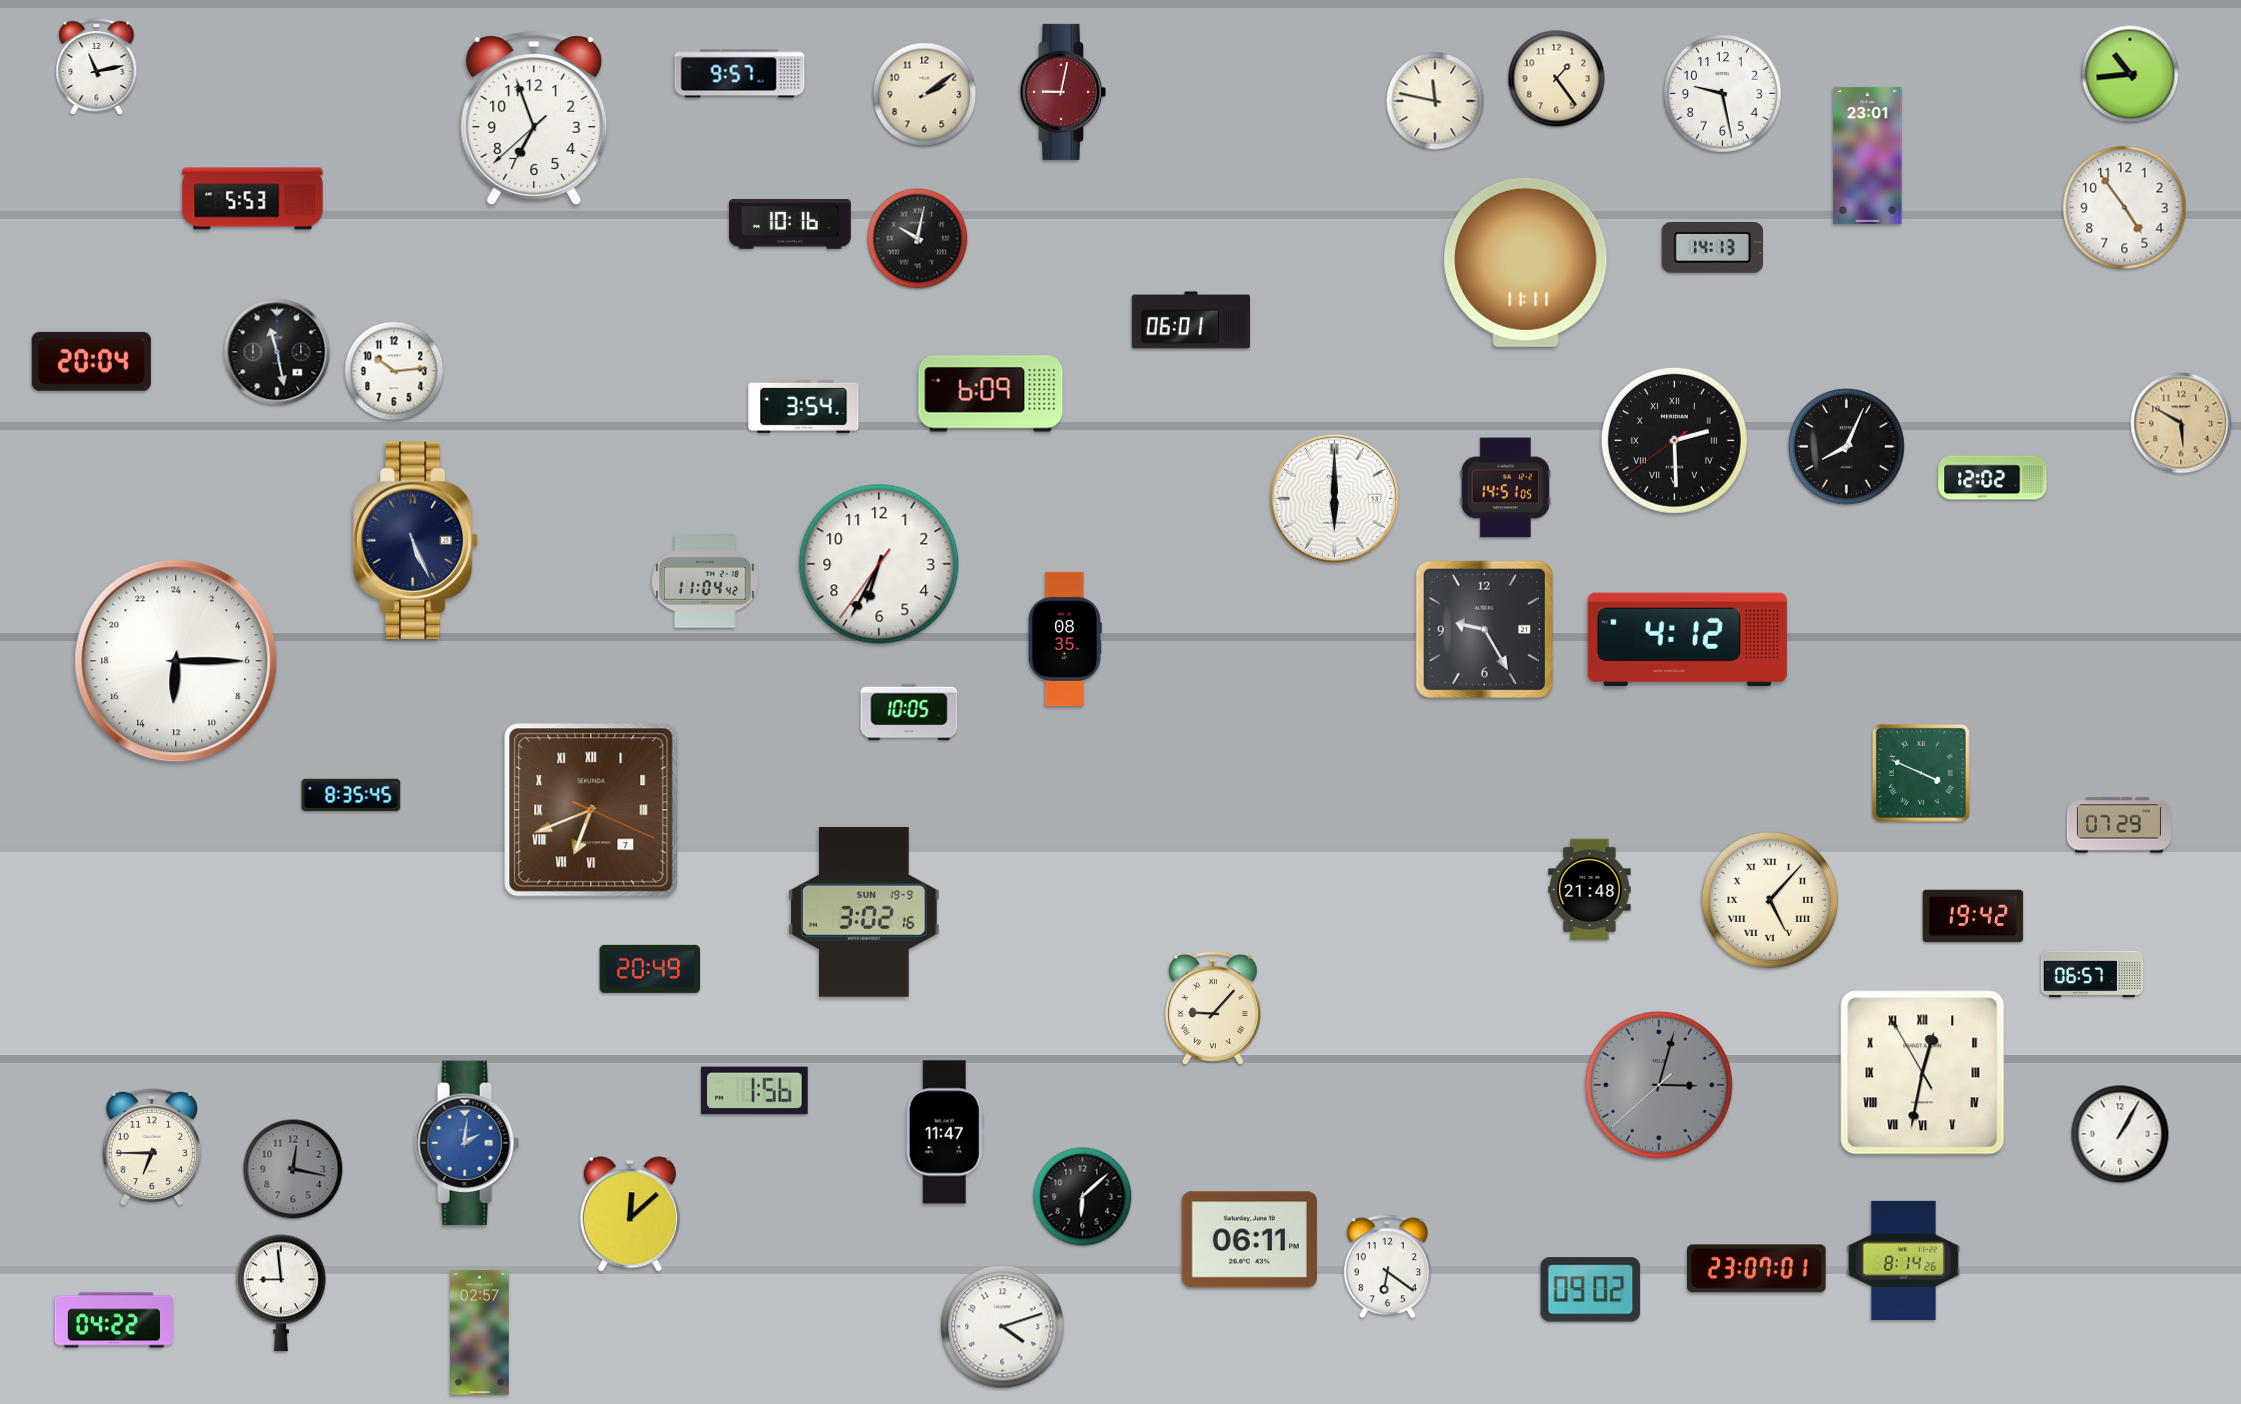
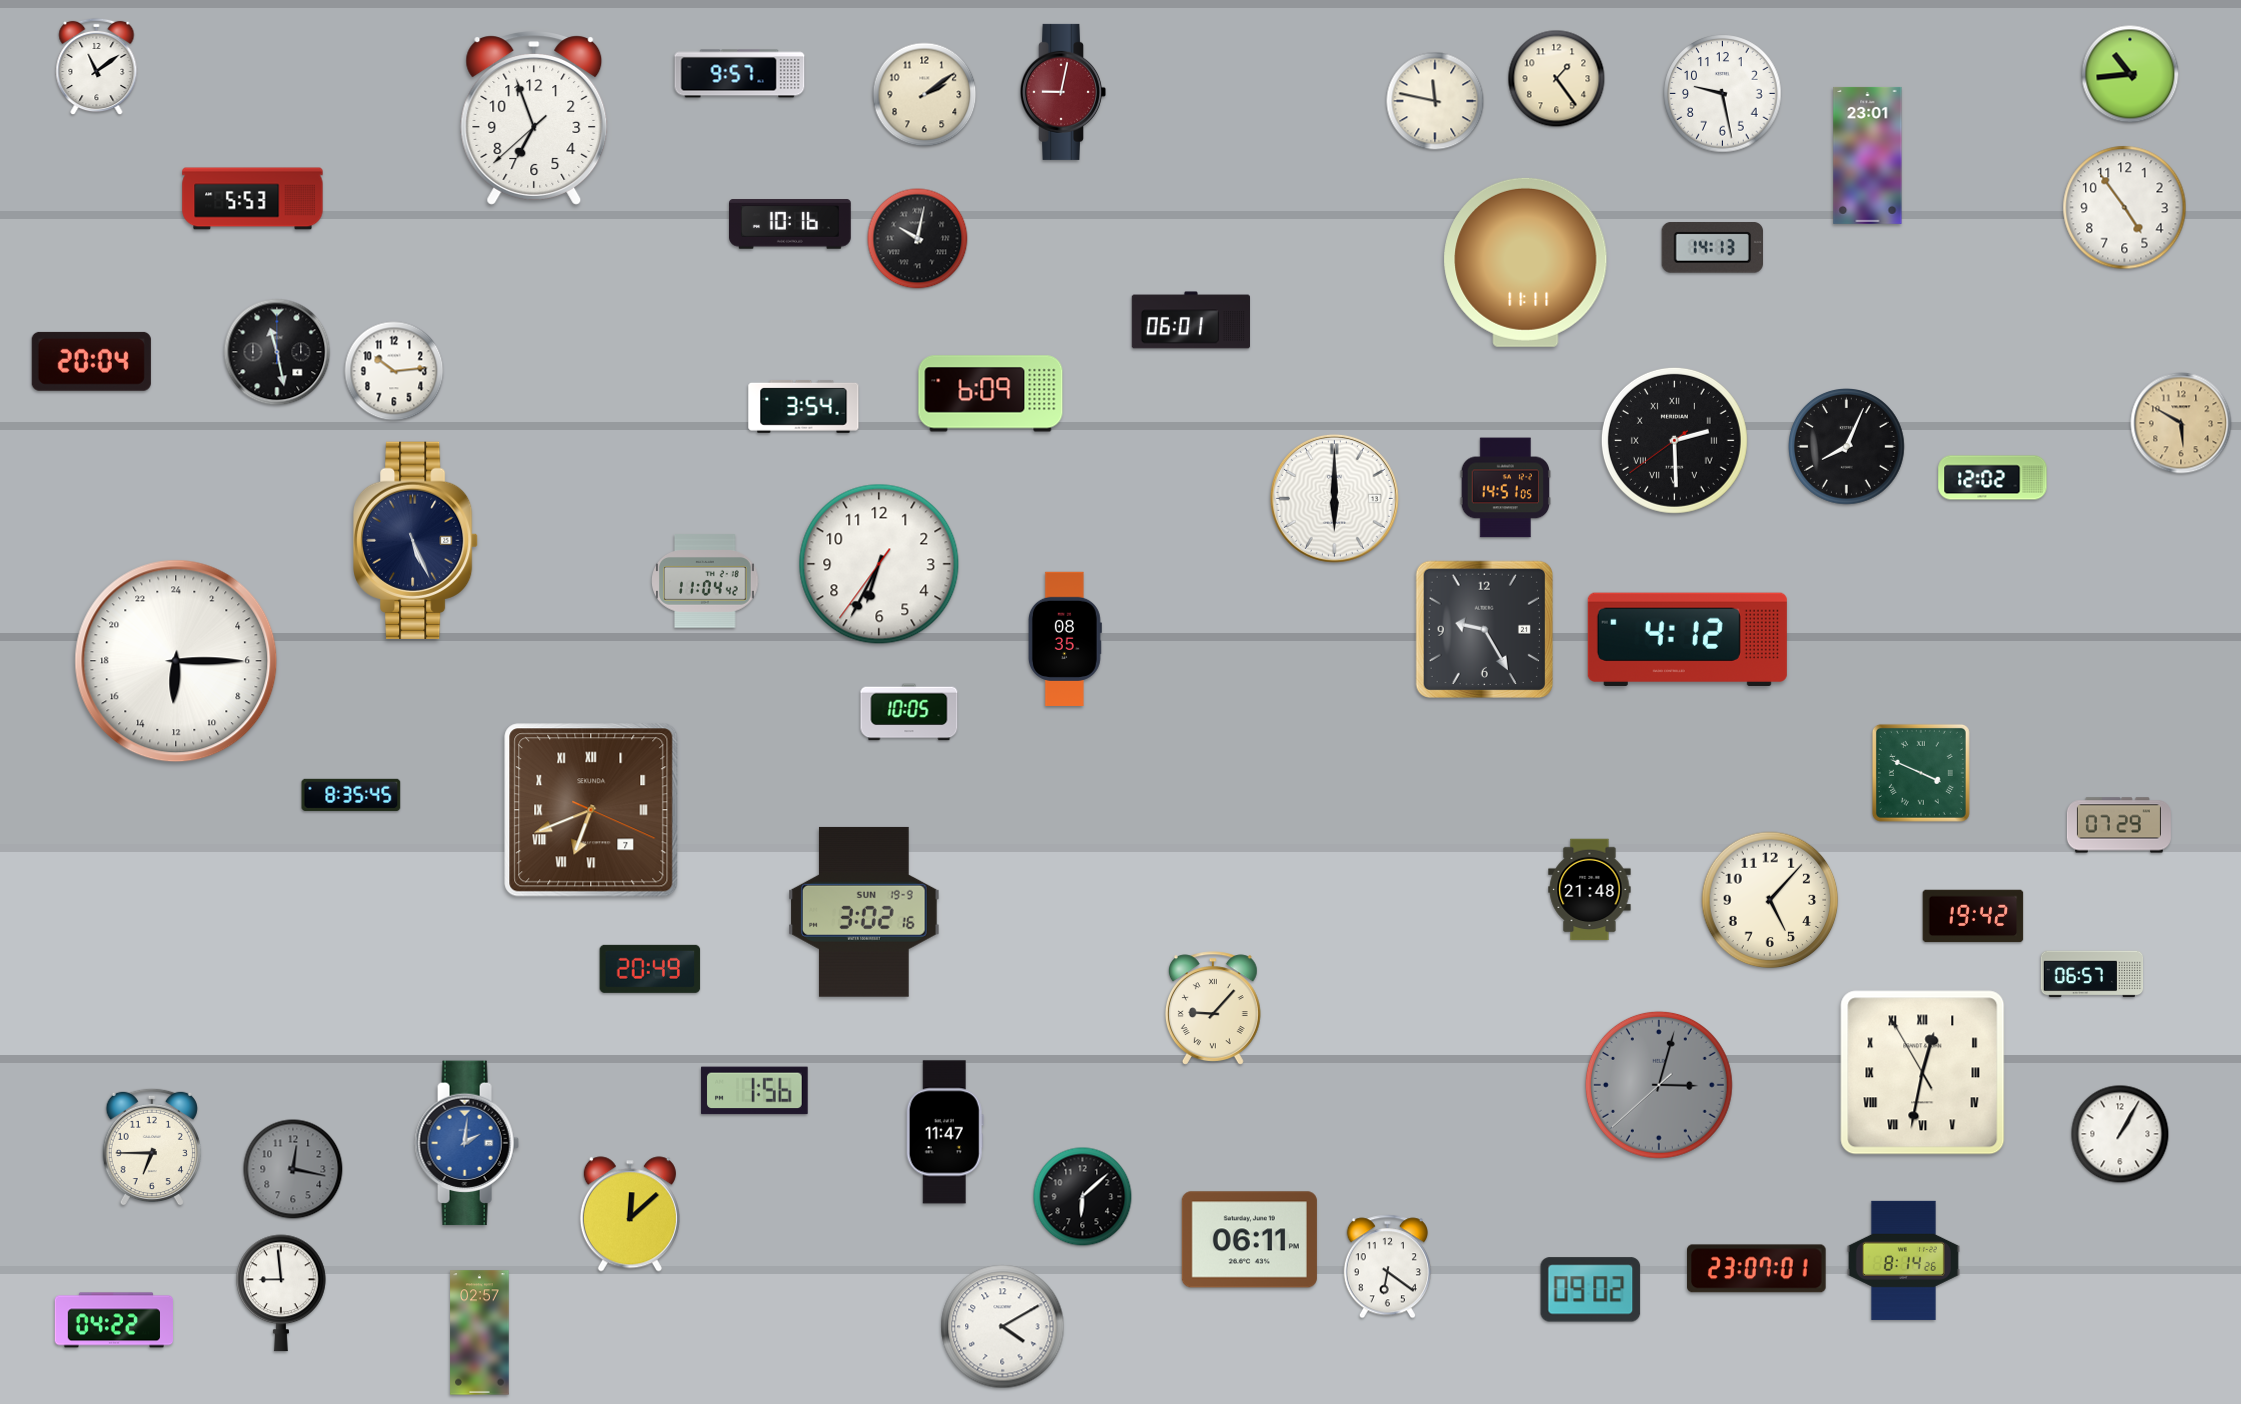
clock at (97, 67): 11:13 -> 11:09
clock at (1770, 900) numerals: Roman -> Arabic
clock at (1003, 1327): 4:12 -> 4:10
